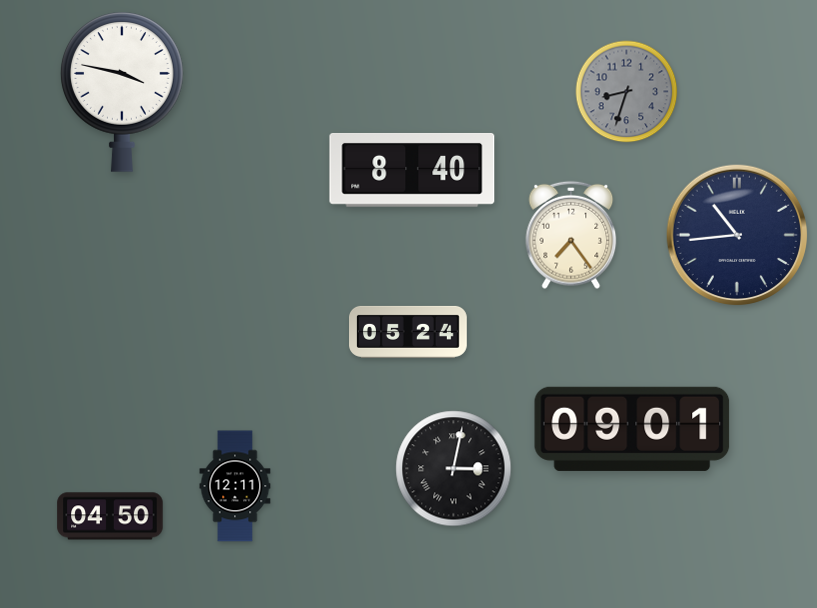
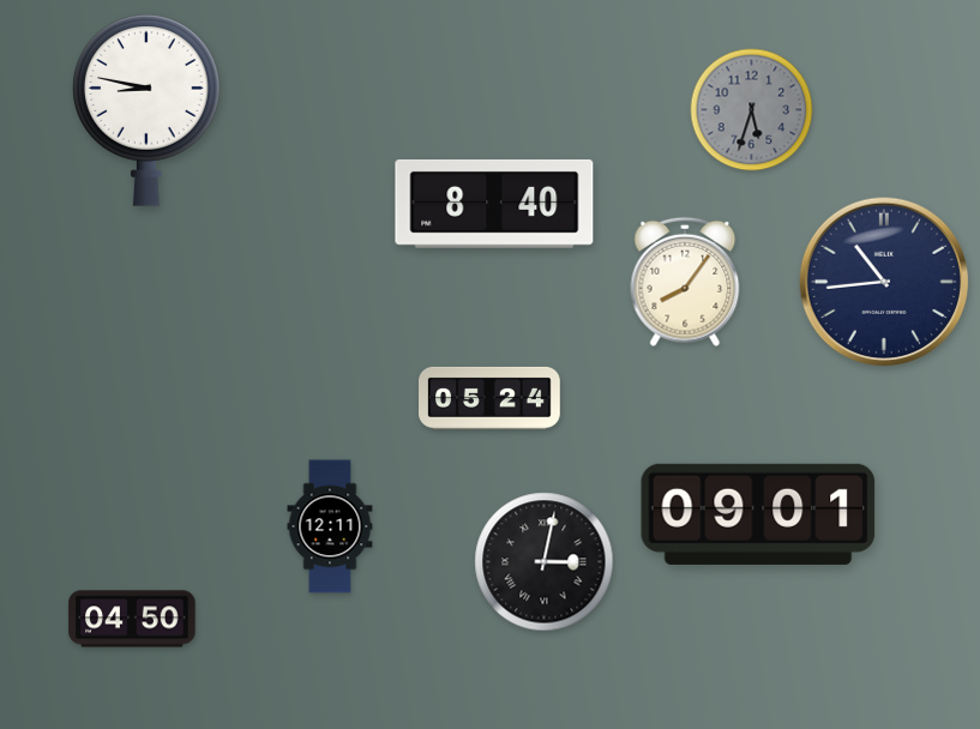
clock at (122, 92): 3:47 -> 8:47
clock at (627, 92): 8:33 -> 5:33
clock at (571, 235): 7:24 -> 8:06
clock at (235, 486) position: (235, 486) -> (330, 526)
